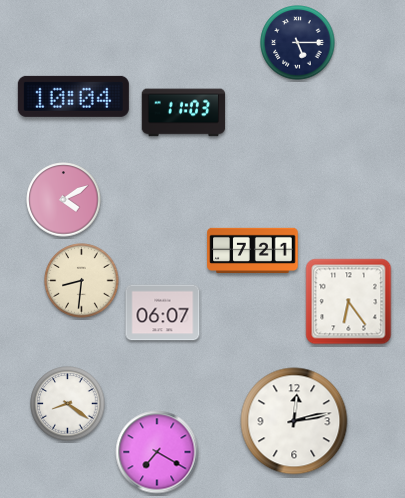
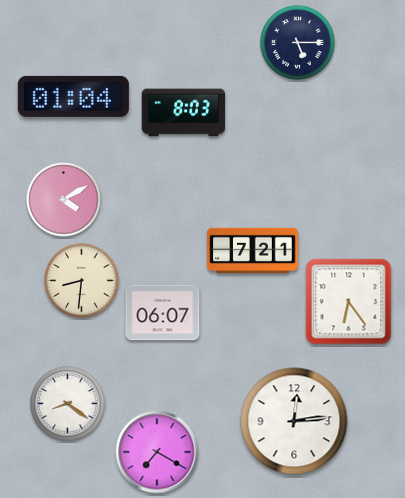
clock at (73, 96): 10:04 -> 01:04
clock at (184, 113): 11:03 -> 8:03
clock at (294, 421): 12:13 -> 12:14
